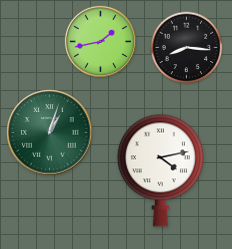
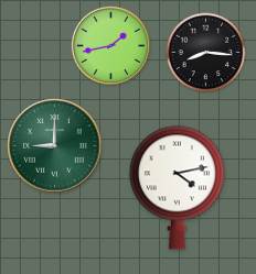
clock at (50, 133): 1:03 -> 9:00
